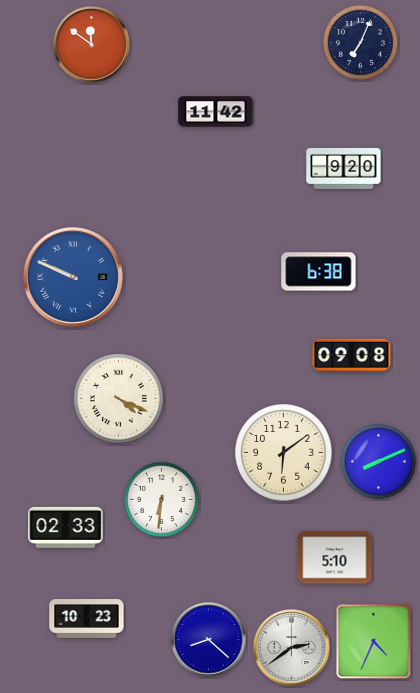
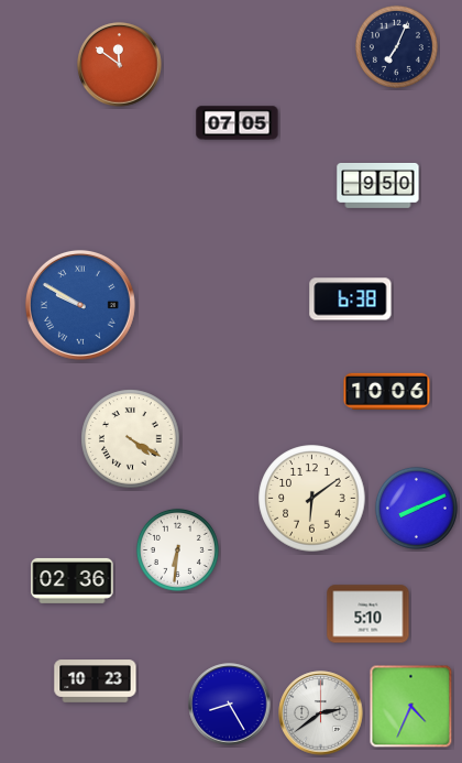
clock at (92, 45) position: (92, 45) -> (120, 65)
clock at (216, 112): 11:42 -> 07:05
clock at (344, 169): 9:20 -> 9:50
clock at (73, 277): 9:49 -> 9:50
clock at (352, 356): 09:08 -> 10:06
clock at (119, 399): 4:19 -> 4:20
clock at (66, 527): 02:33 -> 02:36
clock at (209, 640): 8:22 -> 8:25
